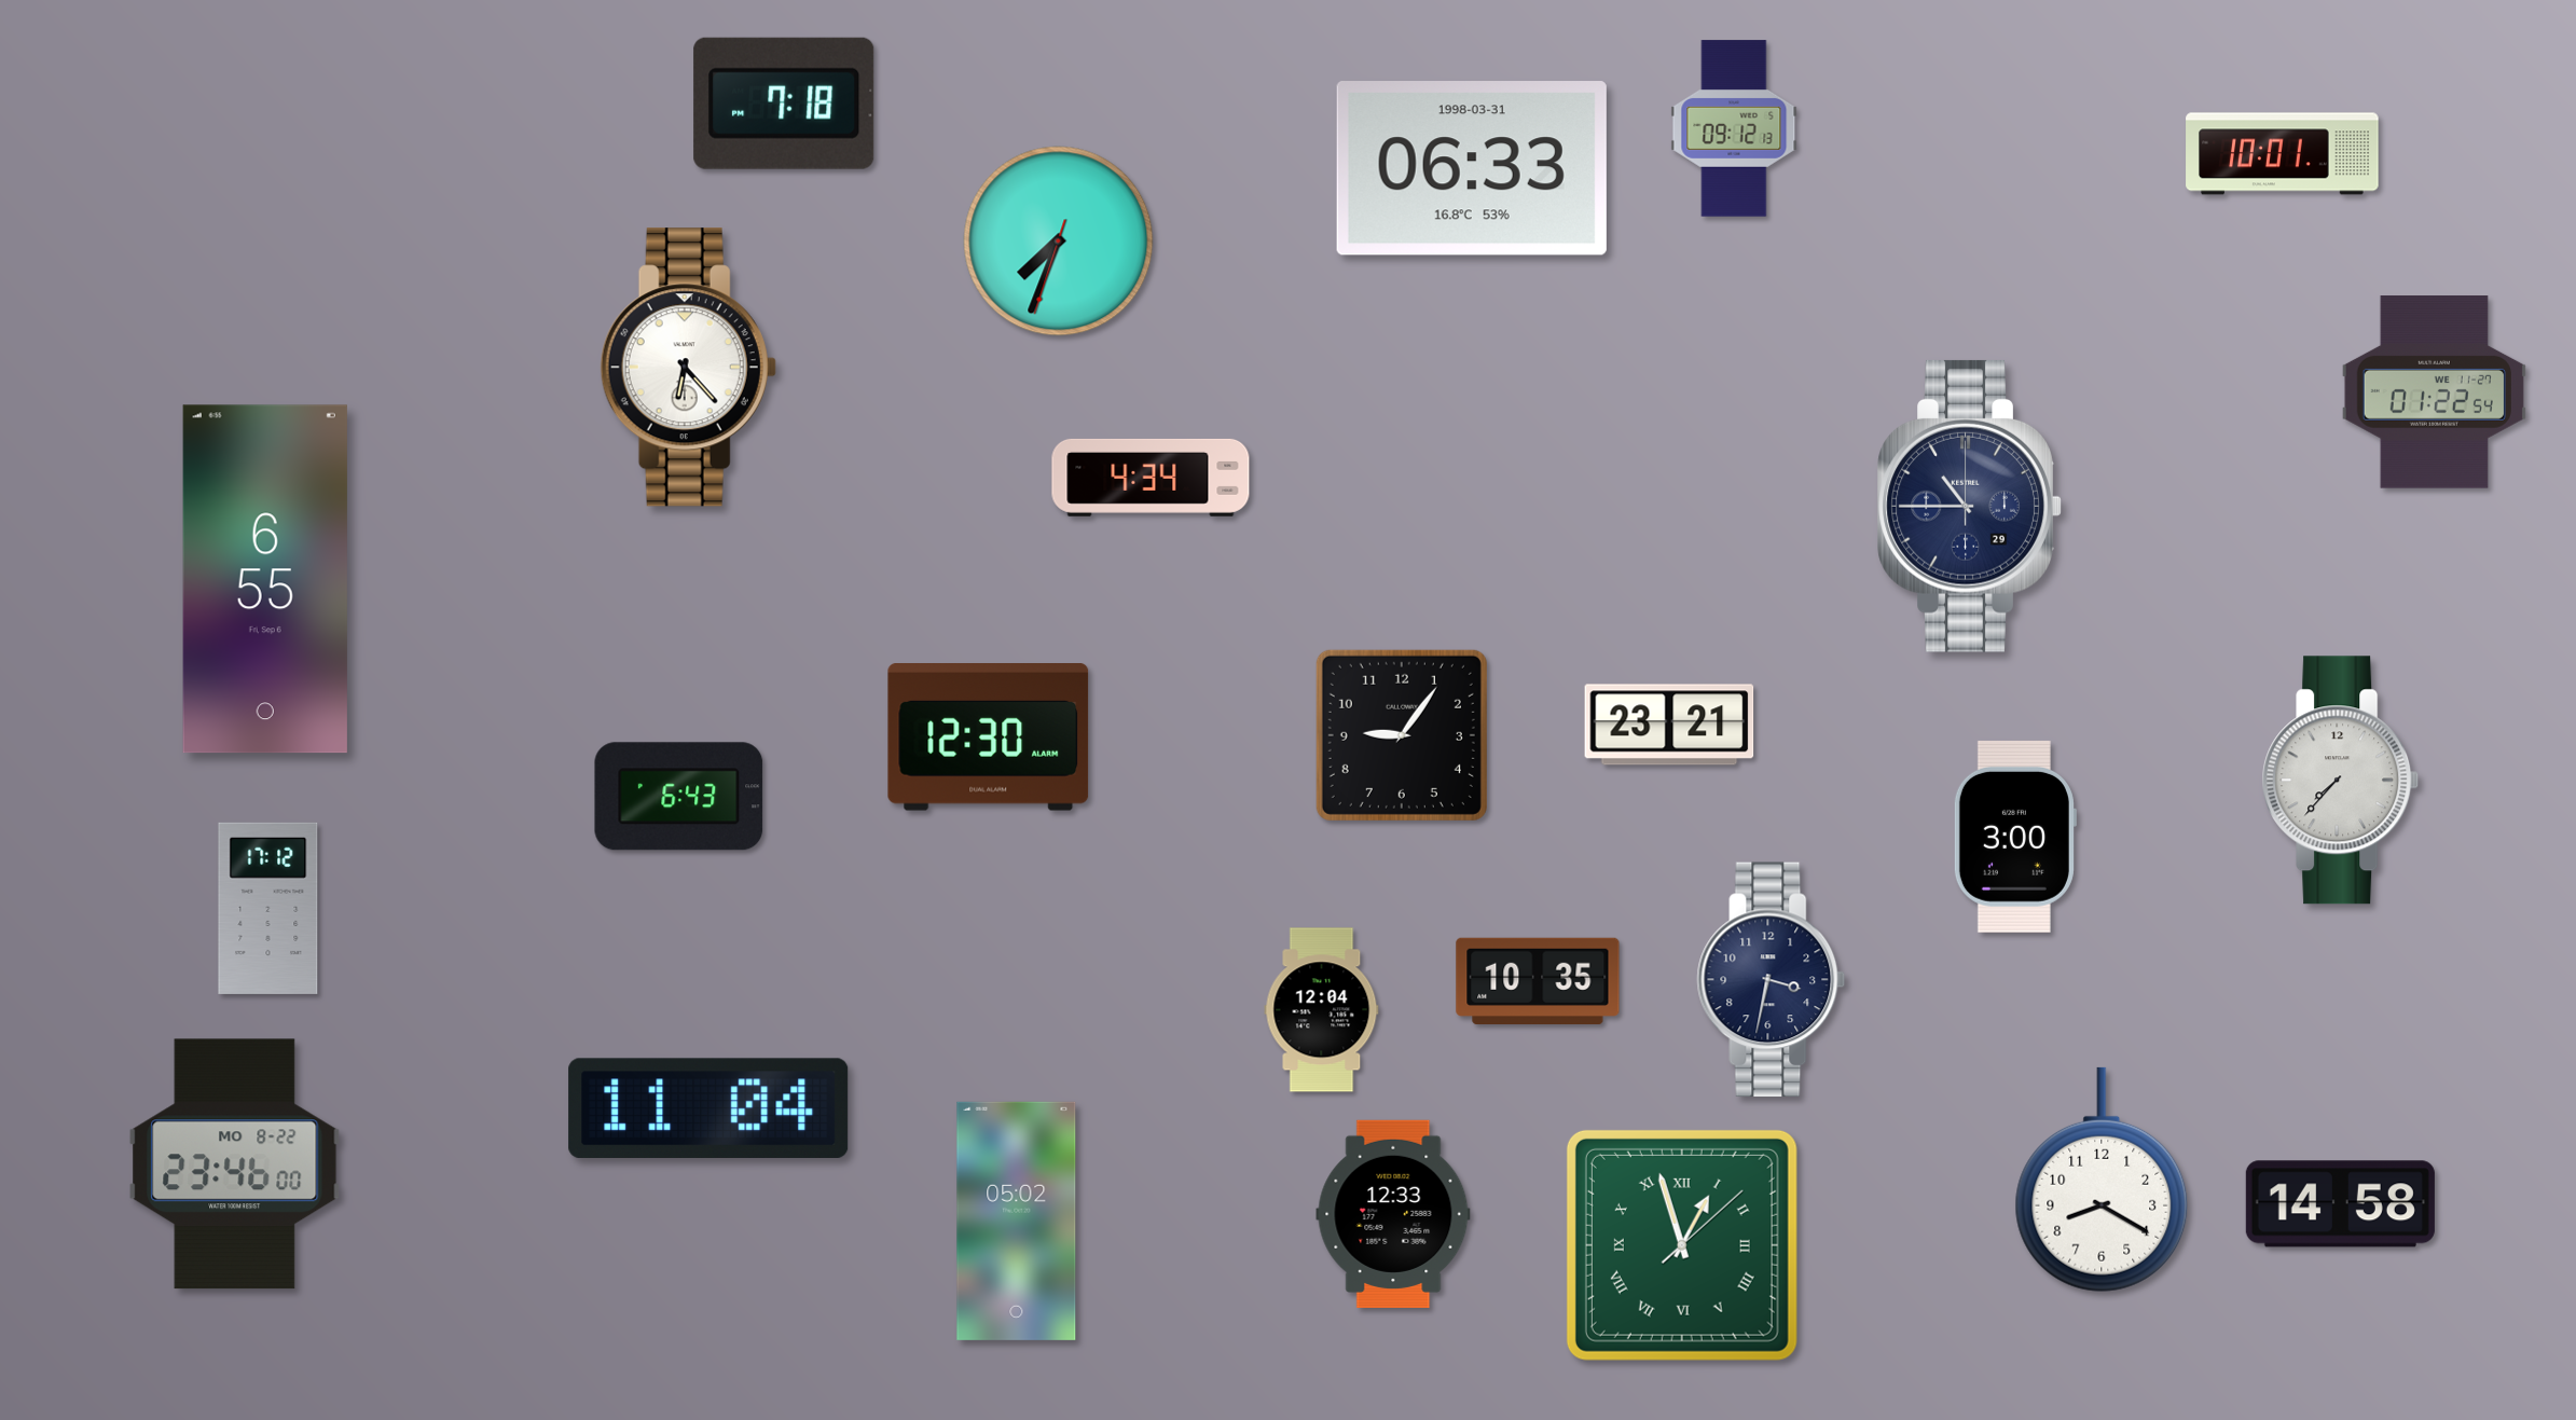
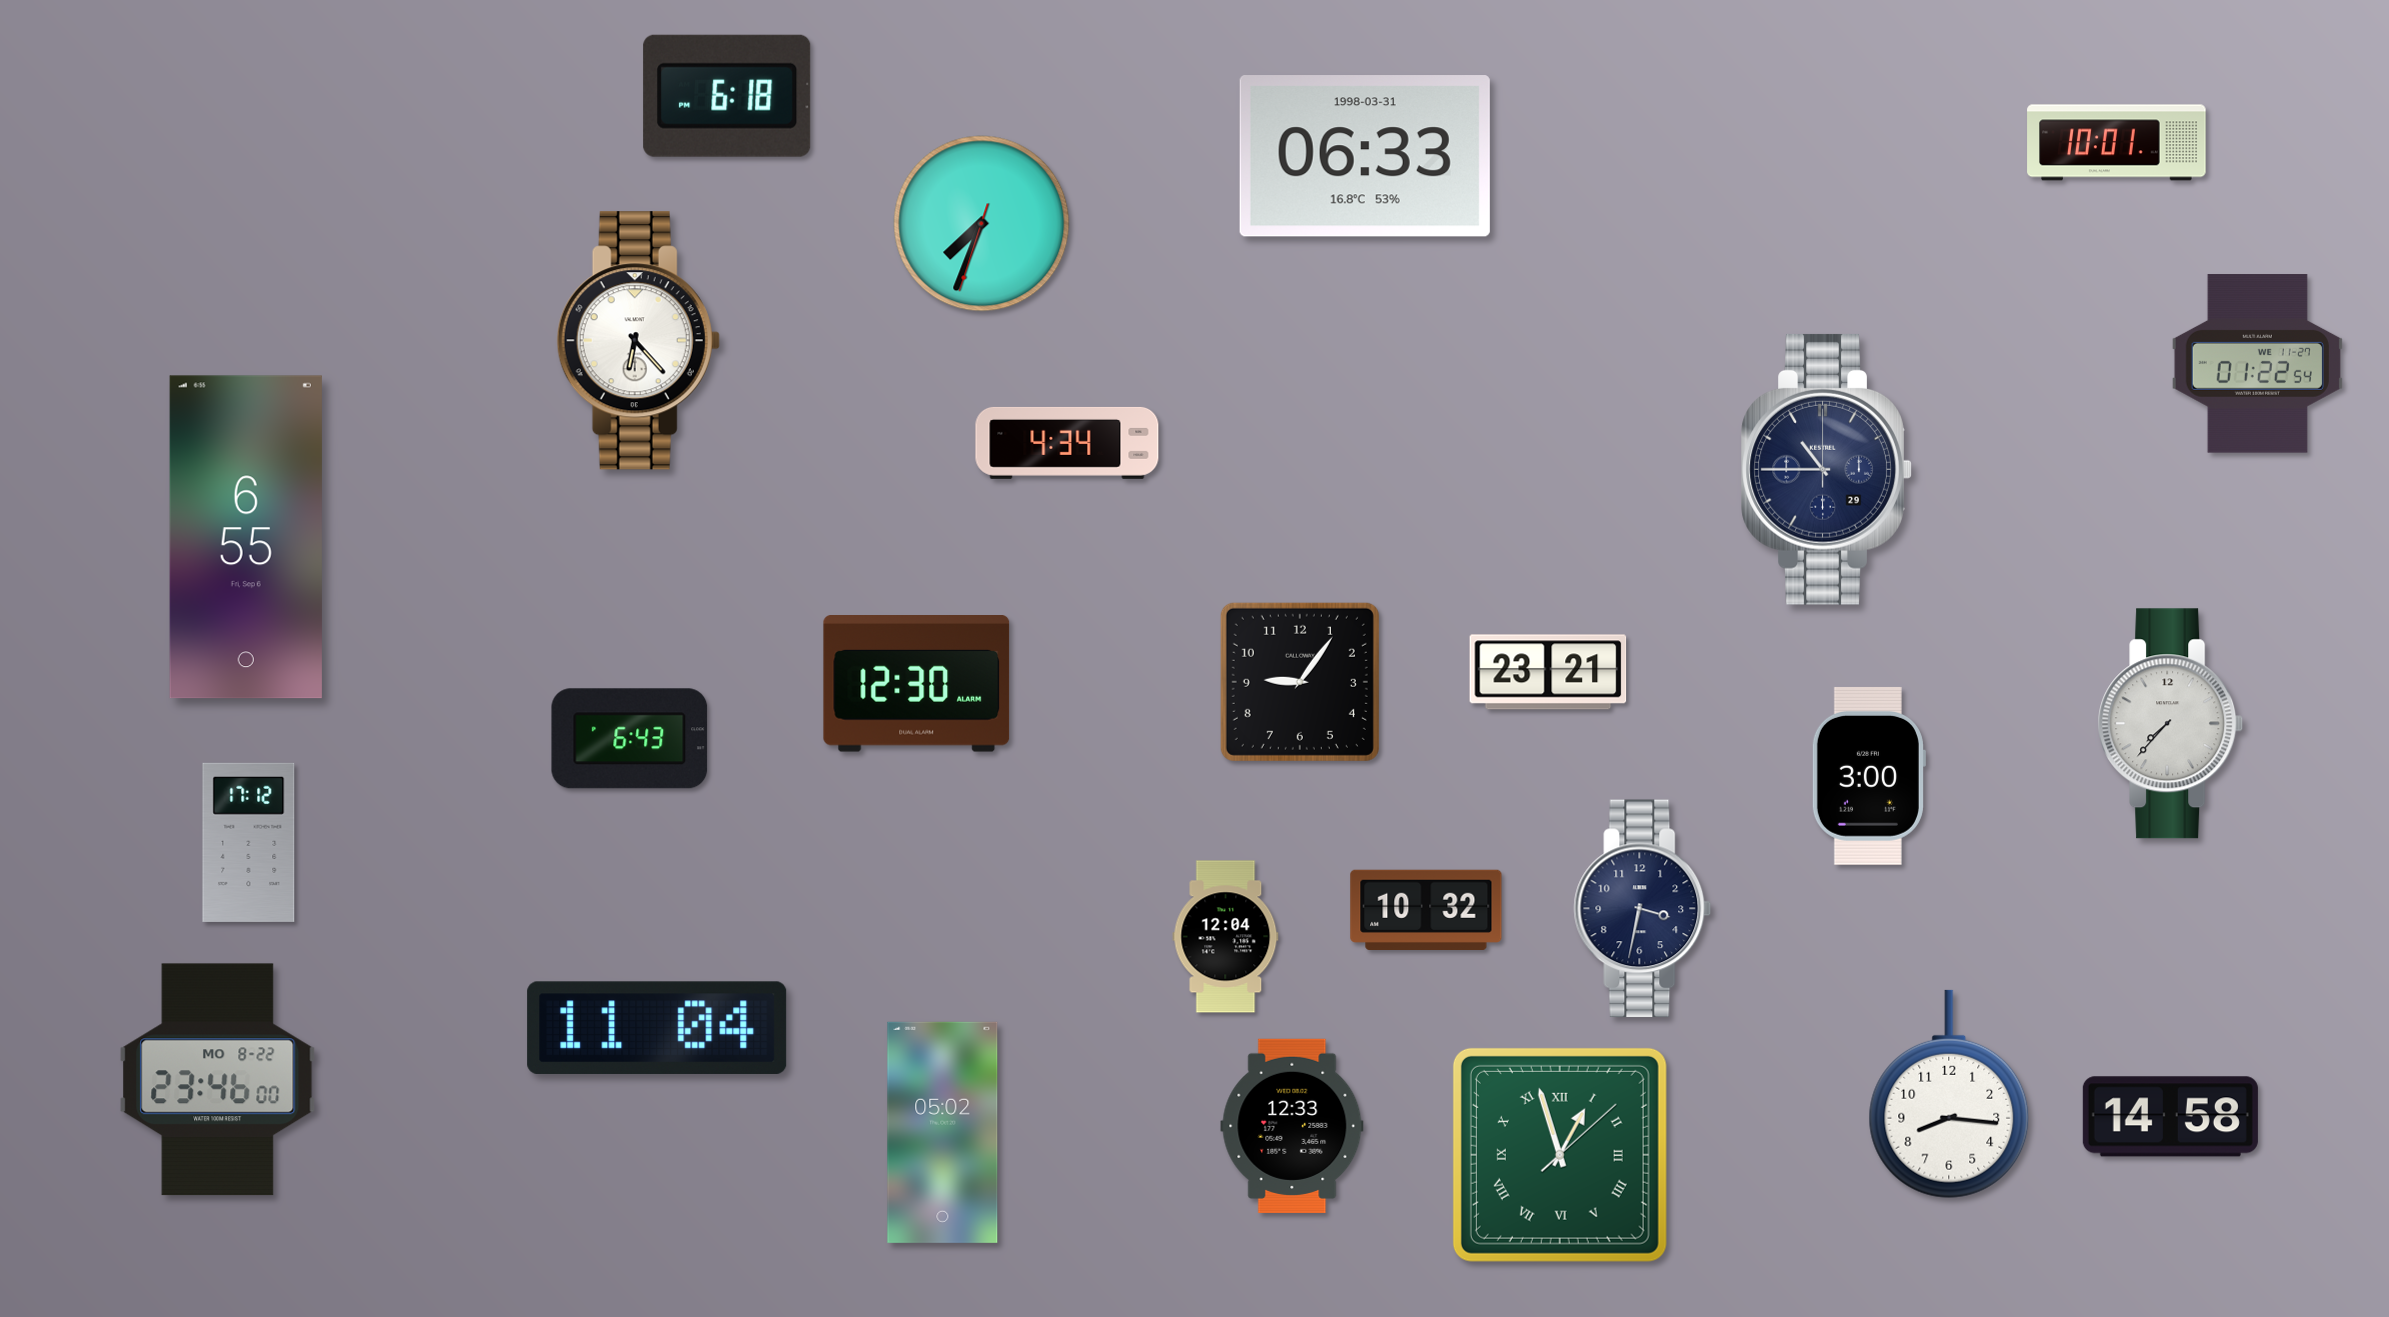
clock at (784, 104): 7:18 -> 6:18
clock at (1734, 128): 09:12 -> none
clock at (1538, 980): 10:35 -> 10:32
clock at (2102, 1180): 8:20 -> 8:16
